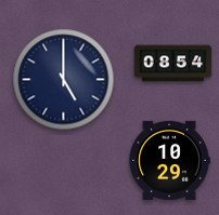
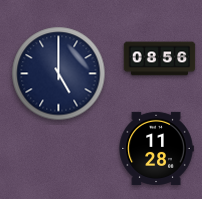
clock at (173, 64): 08:54 -> 08:56
clock at (169, 160): 10:29 -> 11:28
